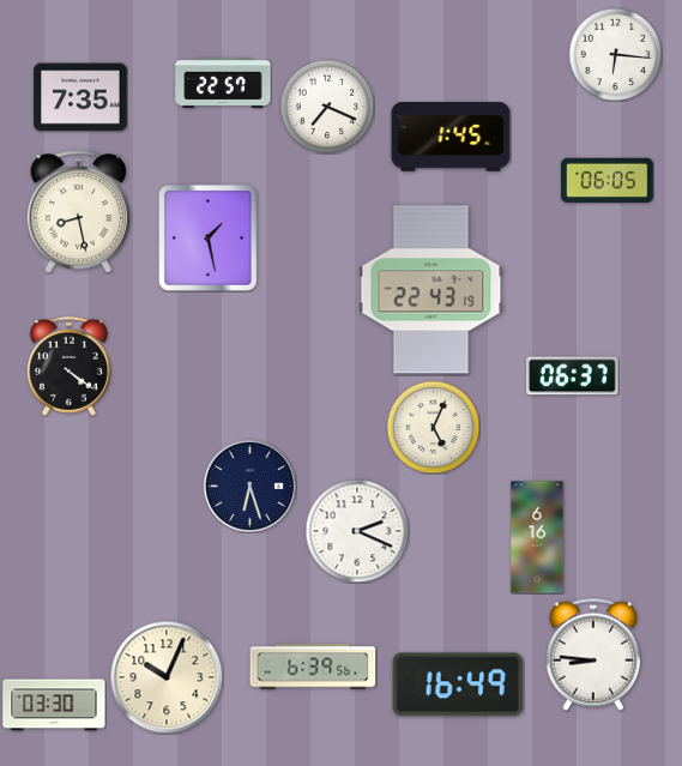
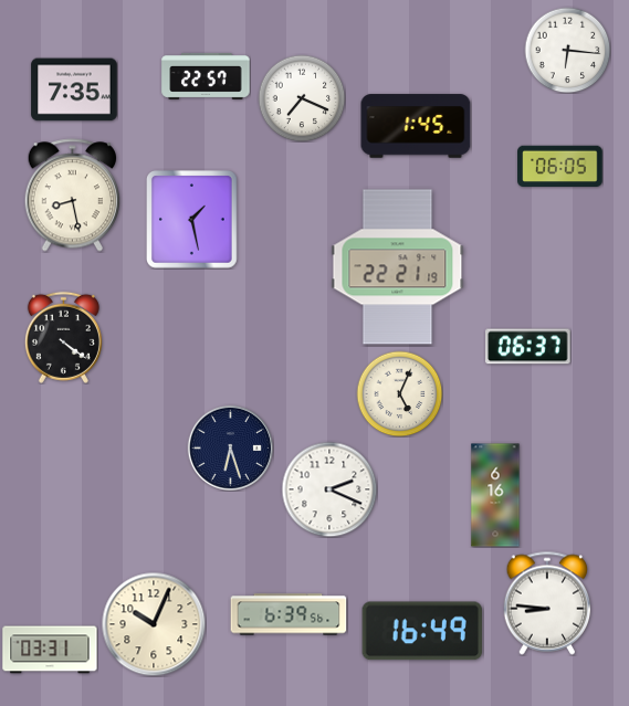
clock at (431, 290): 22:43 -> 22:21
clock at (54, 705): 03:30 -> 03:31
